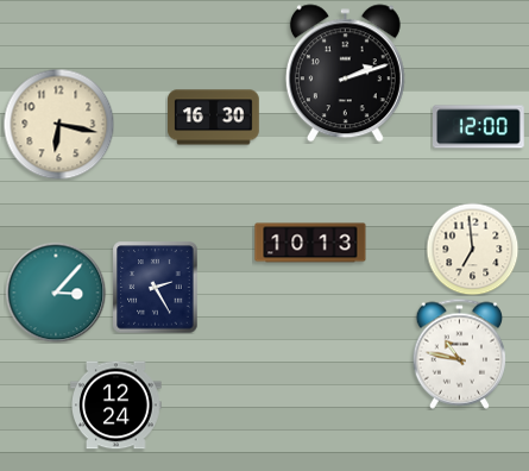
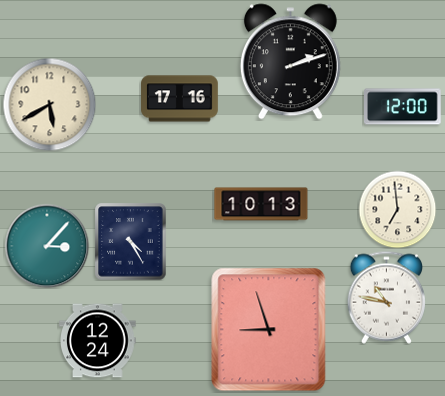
clock at (214, 118): 16:30 -> 17:16
clock at (58, 124): 6:17 -> 5:40
clock at (156, 287): 2:25 -> 4:25
clock at (269, 330): none -> 8:57
